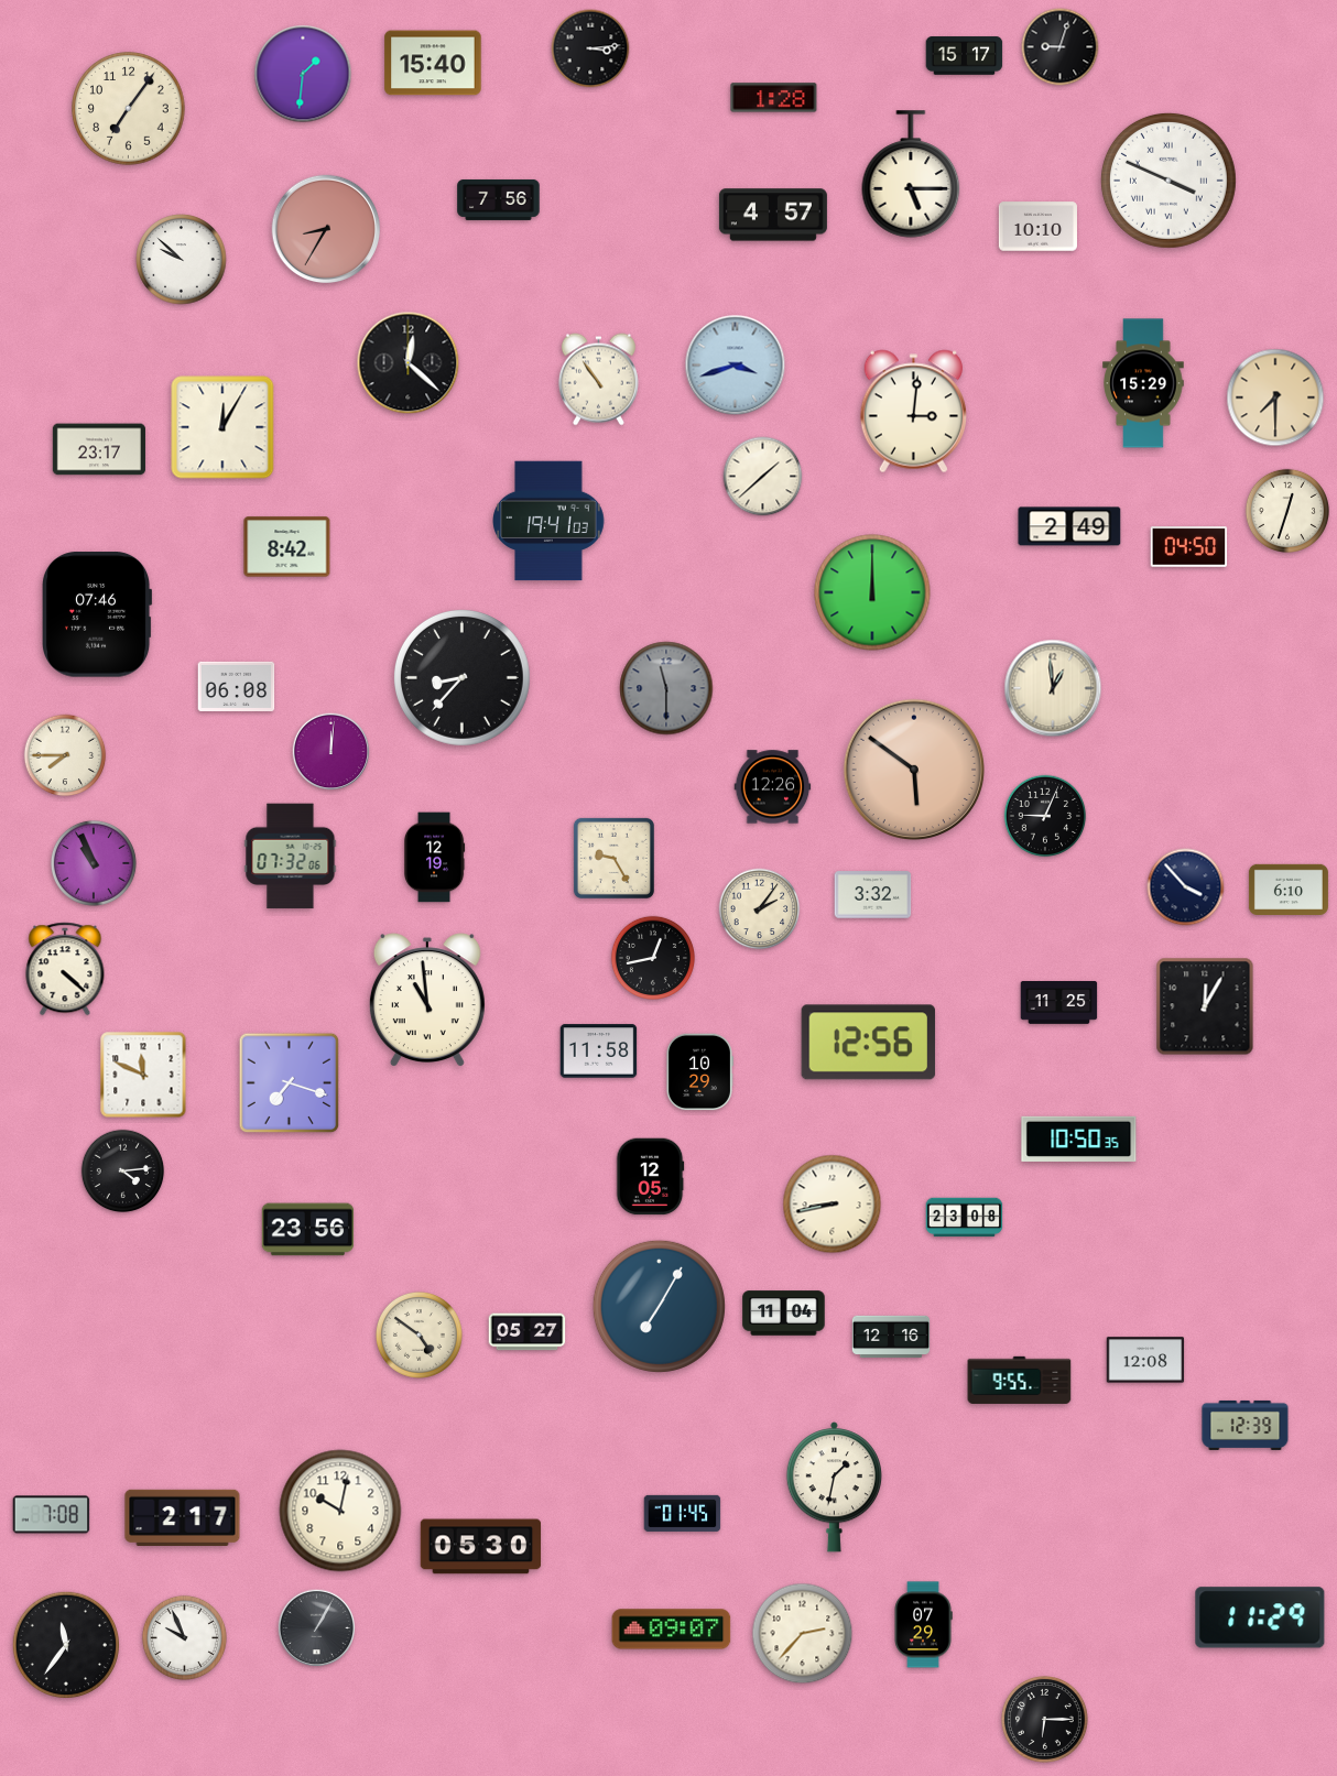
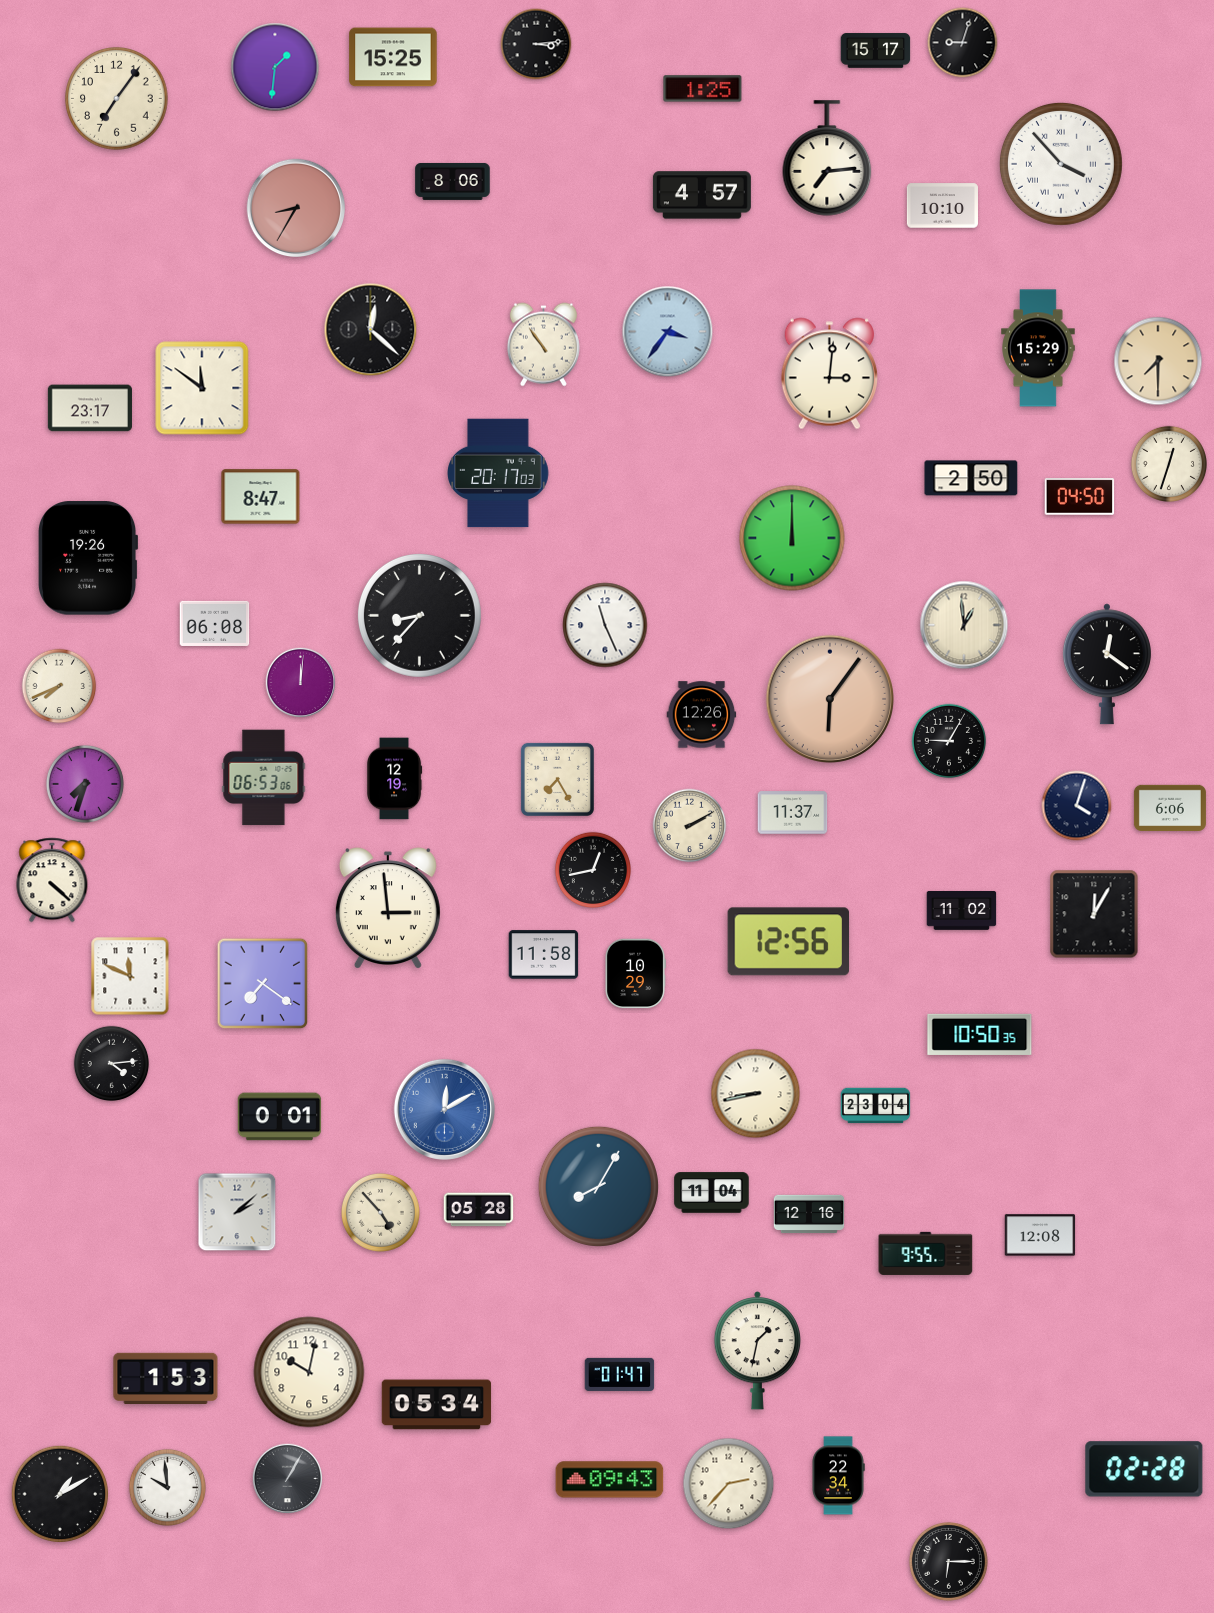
clock at (433, 63): 15:40 -> 15:25
clock at (774, 98): 1:28 -> 1:25
clock at (911, 174): 5:15 -> 7:14
clock at (1168, 181): 3:49 -> 3:53
clock at (499, 199): 7:56 -> 8:06
clock at (182, 260): 9:52 -> none
clock at (736, 366): 3:42 -> 3:36
clock at (222, 427): 12:05 -> 11:51
clock at (763, 477): 1:38 -> none
clock at (550, 521): 19:41 -> 20:17
clock at (1069, 526): 2:49 -> 2:50
clock at (287, 547): 8:42 -> 8:47
clock at (98, 614): 07:46 -> 19:26
clock at (666, 688): 11:30 -> 11:26
clock at (666, 688) dial: grey -> white
clock at (1053, 688) position: (1053, 688) -> (964, 625)
clock at (1107, 664): none -> 12:21
clock at (65, 755): 7:45 -> 7:41
clock at (913, 769): 5:51 -> 6:06
clock at (1045, 816): 9:04 -> 9:05
clock at (291, 857): 07:32 -> 06:53
clock at (613, 858): 9:25 -> 7:25
clock at (94, 863): 10:56 -> 7:33
clock at (1186, 887): 3:53 -> 4:03
clock at (1289, 889): 6:10 -> 6:06
clock at (873, 895): 3:32 -> 11:37
clock at (760, 909): 2:06 -> 2:10
clock at (65, 969) position: (65, 969) -> (52, 880)
clock at (427, 1000): 10:59 -> 2:59
clock at (1059, 1003): 11:25 -> 11:02
clock at (869, 1043) position: (869, 1043) -> (789, 942)
clock at (290, 1083): 7:18 -> 7:21
clock at (650, 1177): 12:05 -> none
clock at (965, 1218): 23:08 -> 23:04
clock at (444, 1109): none -> 12:10
clock at (308, 1230): 23:56 -> 0:01
clock at (659, 1306): 7:05 -> 8:05
clock at (528, 1332): 05:27 -> 05:28
clock at (237, 1212): none -> 2:08
clock at (419, 1334): 4:51 -> 4:53
clock at (1246, 1425): 12:39 -> none
clock at (683, 1513): 01:45 -> 01:47
clock at (52, 1515): 7:08 -> none
clock at (183, 1517): 2:17 -> 1:53
clock at (481, 1547): 05:30 -> 05:34
clock at (1260, 1617): 11:29 -> 02:28
clock at (923, 1625): 07:29 -> 22:34
clock at (672, 1630): 09:07 -> 09:43
clock at (184, 1637): 9:56 -> 9:59
clock at (66, 1645): 11:36 -> 1:10
